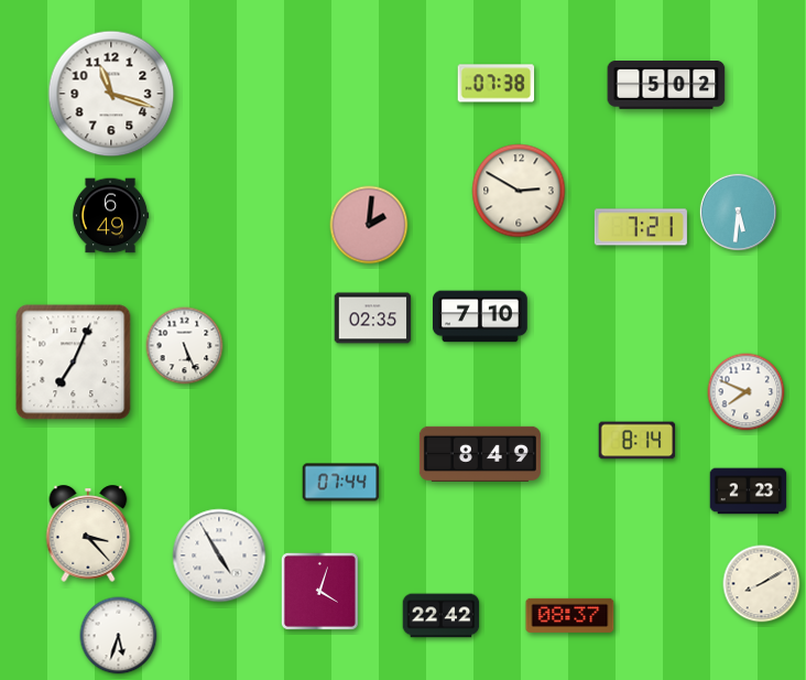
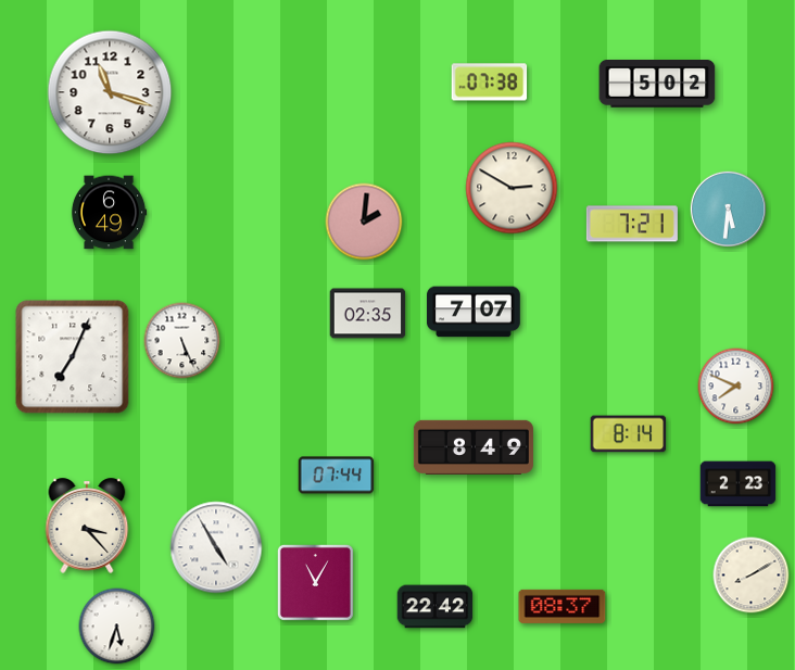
clock at (480, 316): 7:10 -> 7:07
clock at (319, 591): 4:03 -> 11:05
